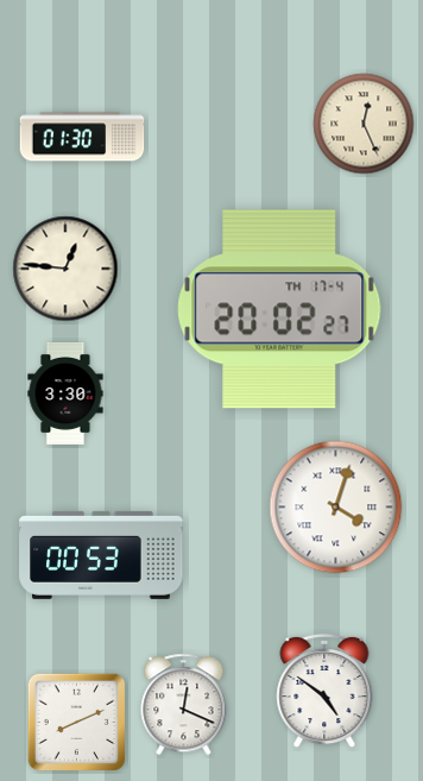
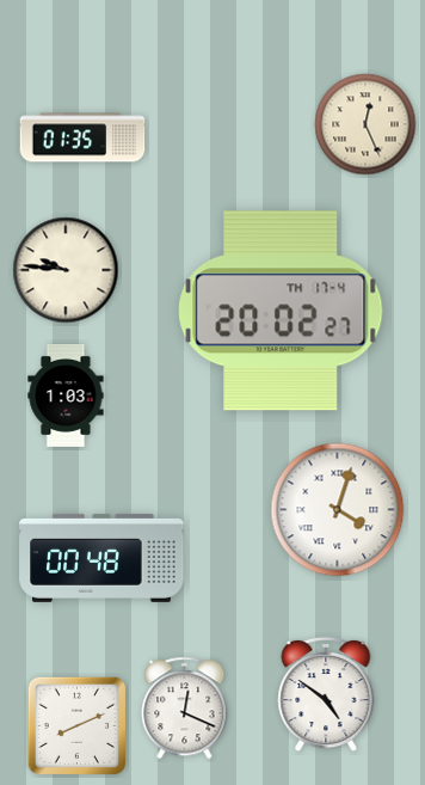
clock at (82, 137): 01:30 -> 01:35
clock at (65, 269): 12:46 -> 9:46
clock at (65, 393): 3:30 -> 1:03
clock at (101, 555): 00:53 -> 00:48
